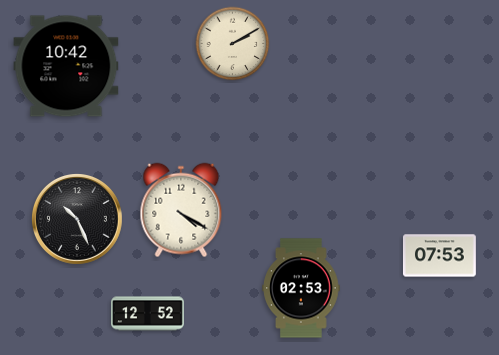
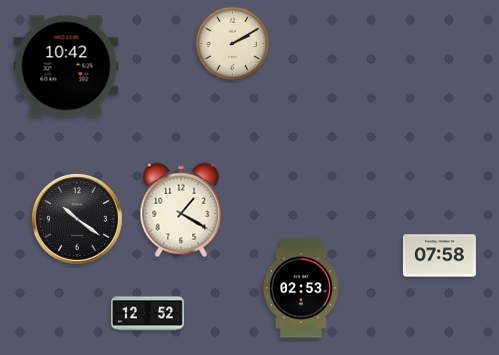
clock at (181, 210): 4:20 -> 1:20
clock at (78, 220): 10:26 -> 10:21
clock at (439, 256): 07:53 -> 07:58
